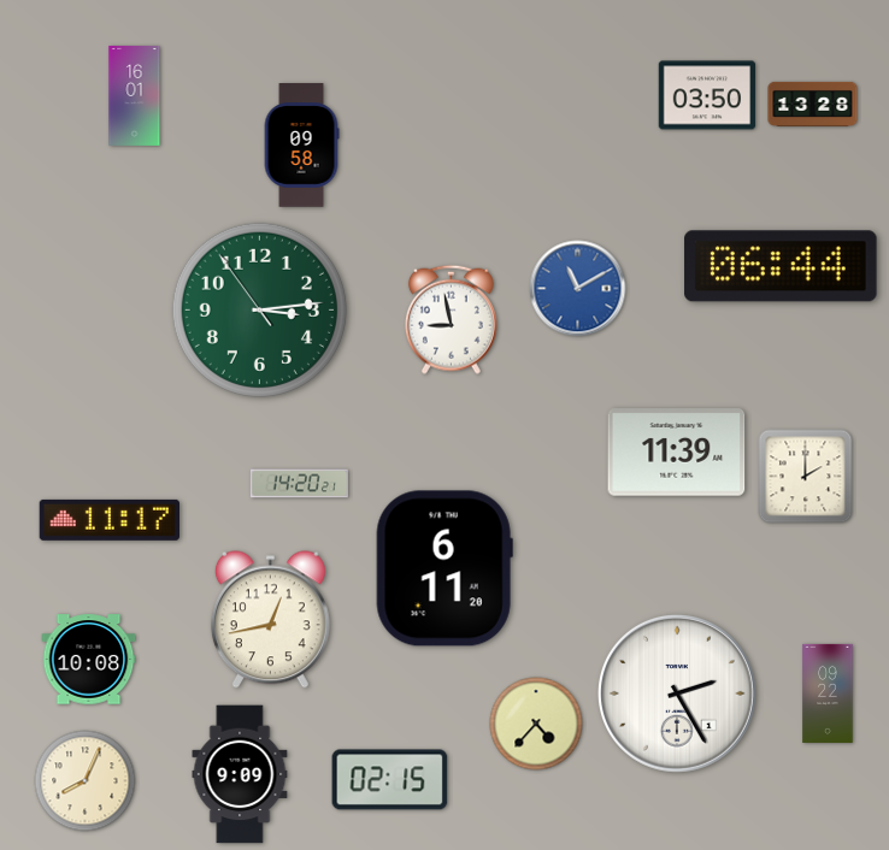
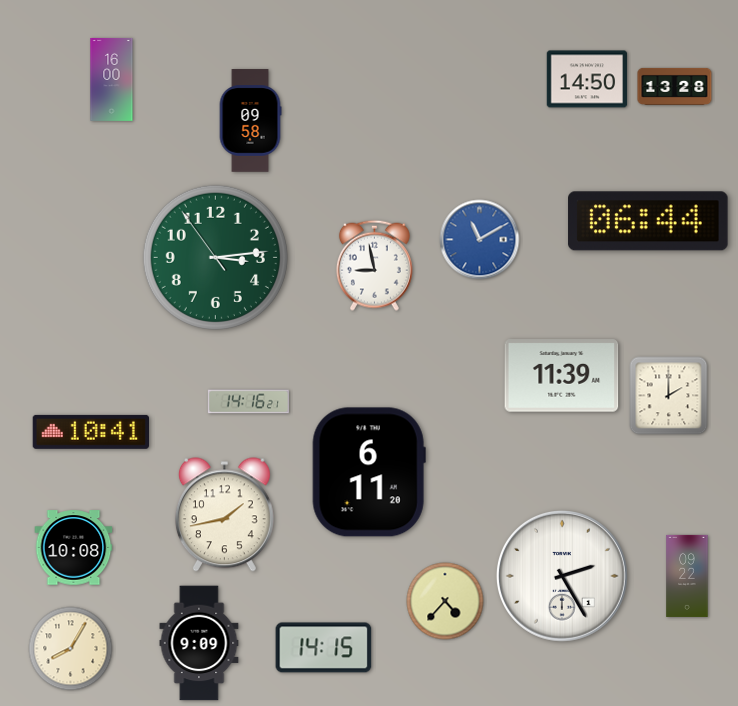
clock at (135, 95): 16:01 -> 16:00
clock at (707, 95): 03:50 -> 14:50
clock at (299, 484): 14:20 -> 14:16
clock at (108, 520): 11:17 -> 10:41
clock at (270, 620): 12:43 -> 1:43
clock at (390, 780): 02:15 -> 14:15
clock at (86, 781): 8:04 -> 8:05
